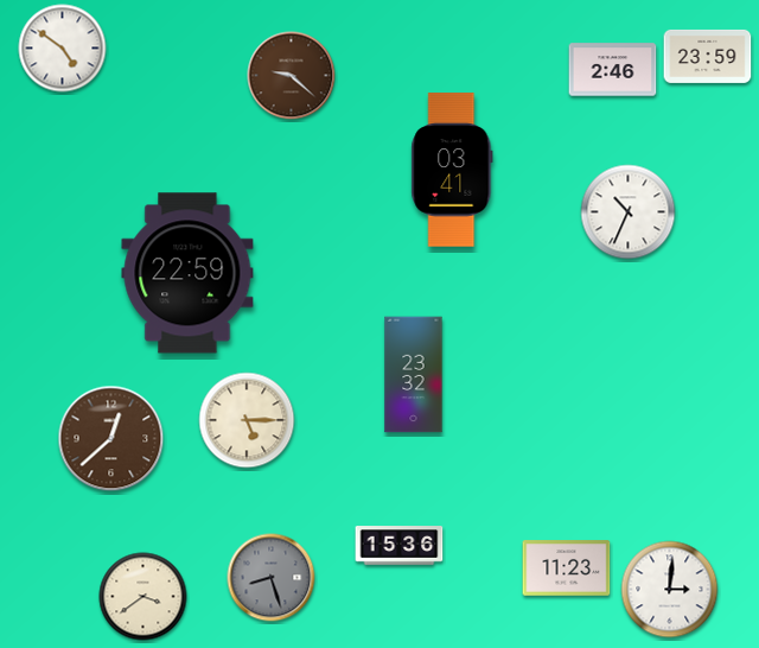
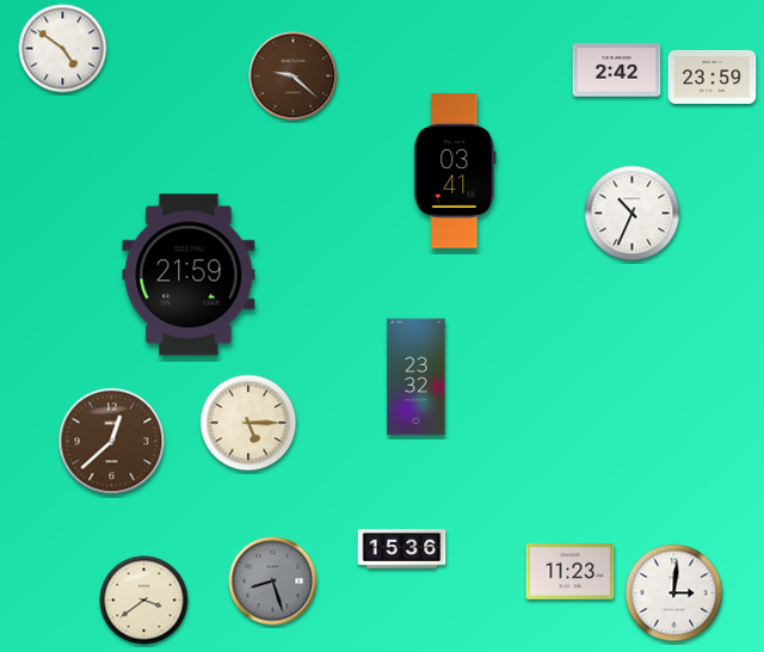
clock at (708, 56) position: (708, 56) -> (713, 76)
clock at (613, 70): 2:46 -> 2:42
clock at (187, 273): 22:59 -> 21:59
